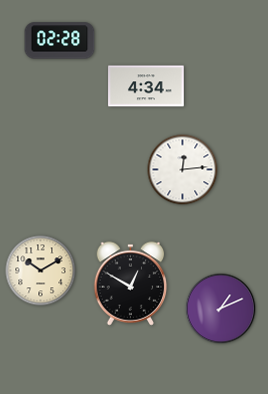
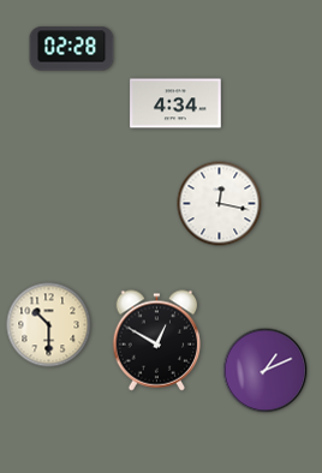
clock at (183, 170): 12:14 -> 12:17
clock at (41, 271): 10:10 -> 10:30
